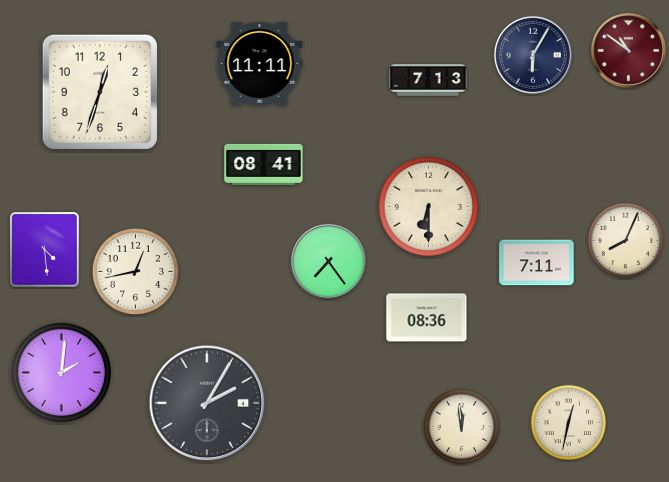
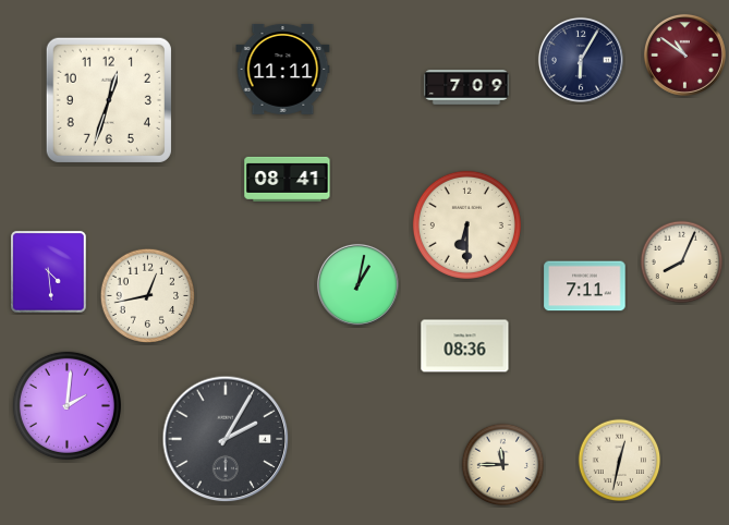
clock at (428, 80): 7:13 -> 7:09
clock at (328, 261): 7:24 -> 1:02
clock at (462, 427): 11:59 -> 11:45
